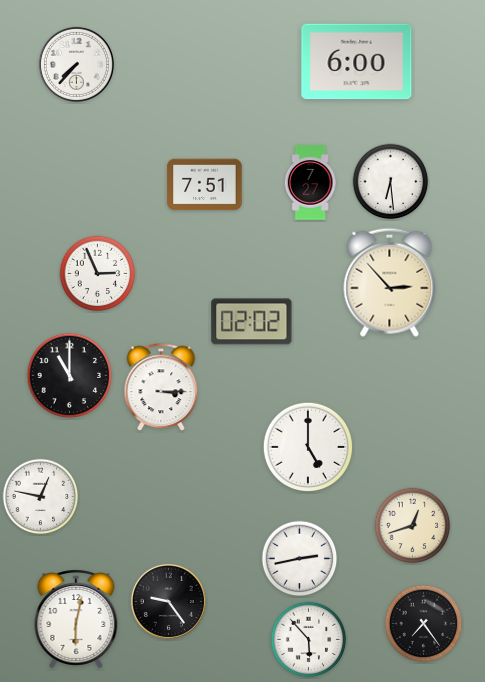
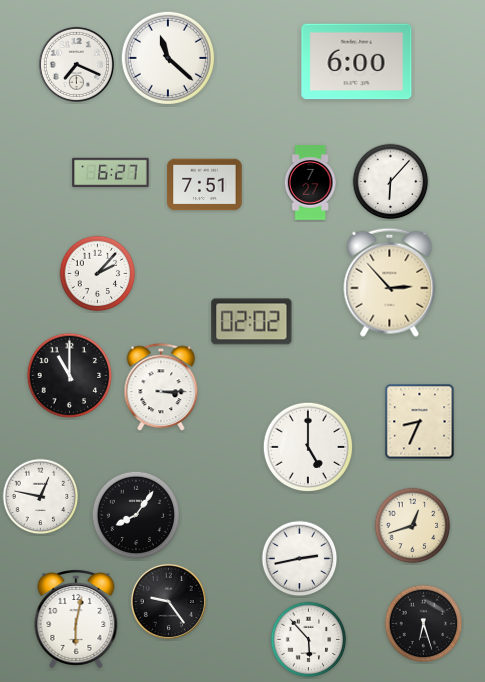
clock at (167, 57): none -> 11:22
clock at (76, 64): 7:37 -> 7:19
clock at (111, 173): none -> 6:27
clock at (391, 182): 6:29 -> 6:07
clock at (98, 274): 2:56 -> 2:07
clock at (420, 422): none -> 8:34
clock at (136, 515): none -> 8:06
clock at (424, 624): 7:24 -> 6:27
